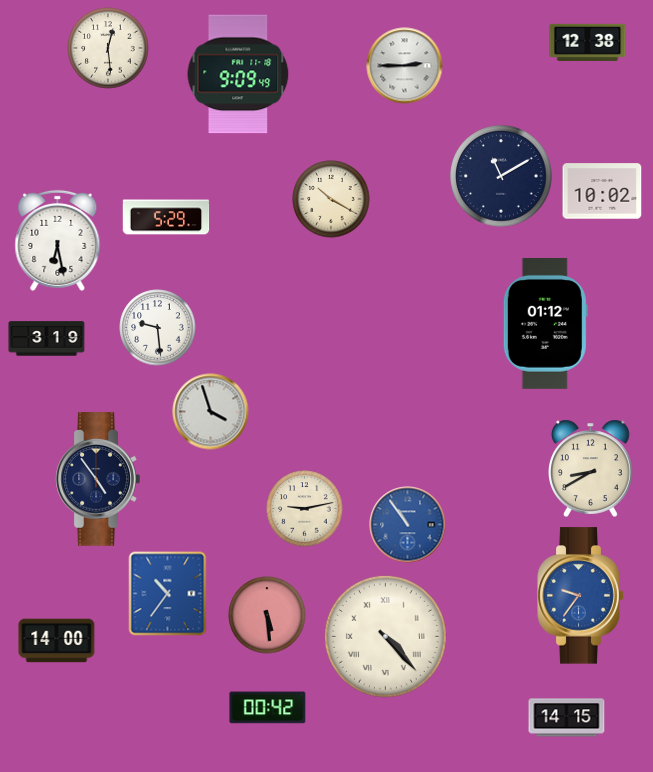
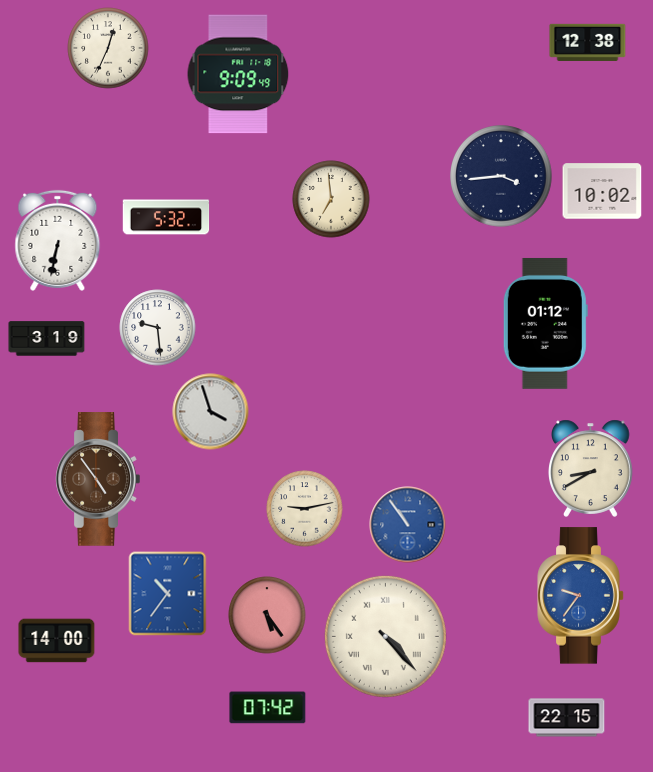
clock at (108, 48): 12:29 -> 12:34
clock at (405, 66): 2:45 -> none
clock at (502, 177): 11:10 -> 3:44
clock at (331, 199): 10:20 -> 6:59
clock at (166, 217): 5:29 -> 5:32
clock at (58, 240): 6:28 -> 6:32
clock at (98, 479) dial: navy -> brown
clock at (267, 615): 5:29 -> 5:24
clock at (268, 708): 00:42 -> 07:42
clock at (567, 718): 14:15 -> 22:15
